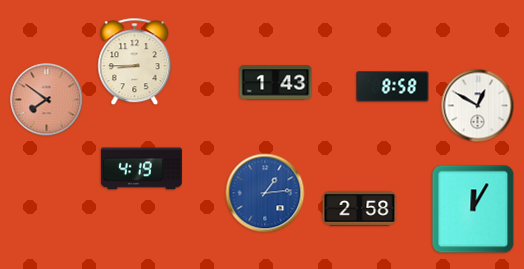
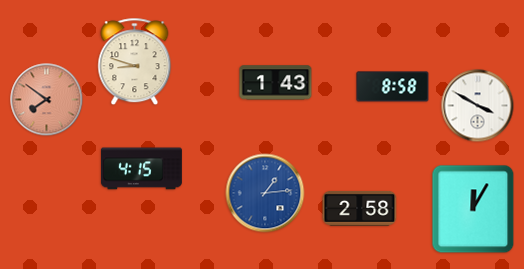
clock at (135, 62): 8:45 -> 8:48
clock at (478, 106): 12:50 -> 3:50
clock at (141, 169): 4:19 -> 4:15
